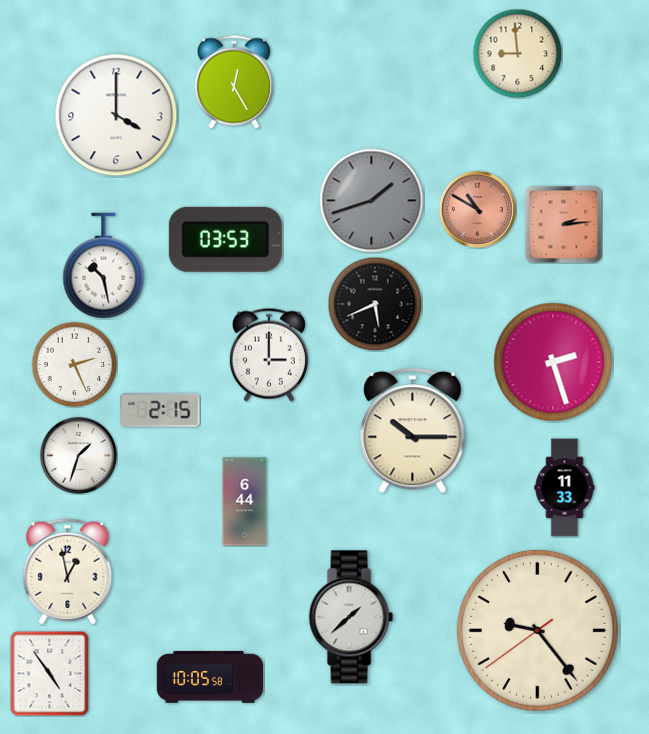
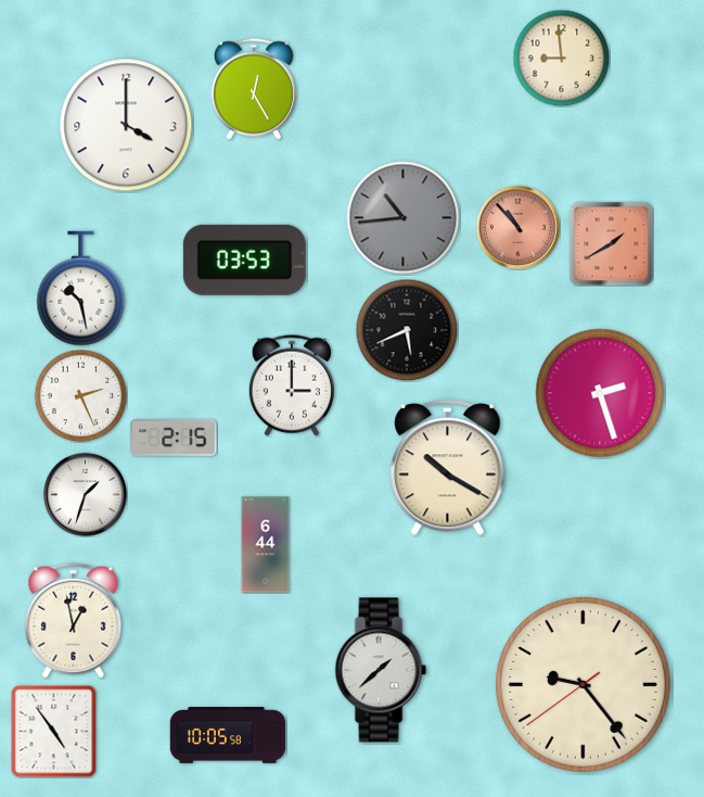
clock at (372, 201): 1:42 -> 10:44
clock at (477, 209): 10:50 -> 10:53
clock at (563, 224): 2:14 -> 1:40
clock at (104, 266) position: (104, 266) -> (81, 289)
clock at (160, 410) position: (160, 410) -> (174, 438)
clock at (413, 431): 10:15 -> 10:20
clock at (565, 488): 11:33 -> none
